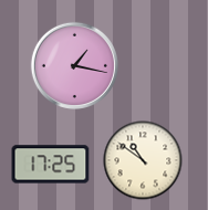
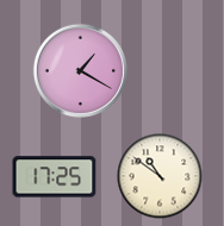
clock at (74, 65): 1:17 -> 1:20
clock at (143, 160) position: (143, 160) -> (160, 176)
